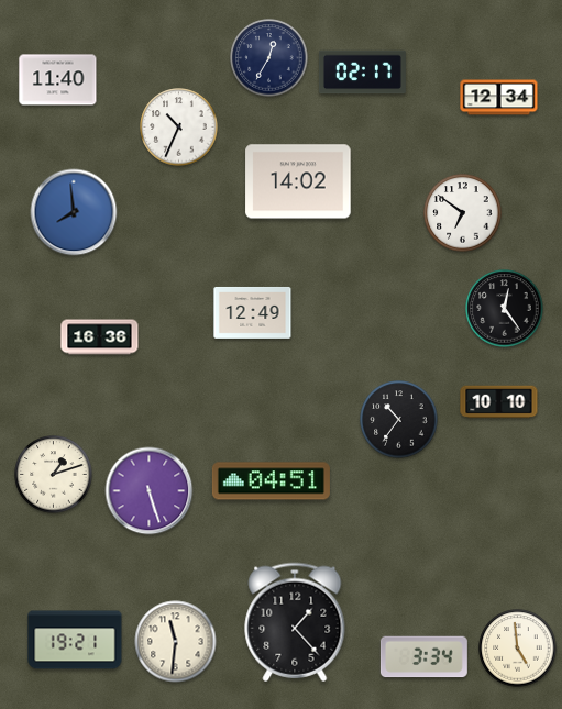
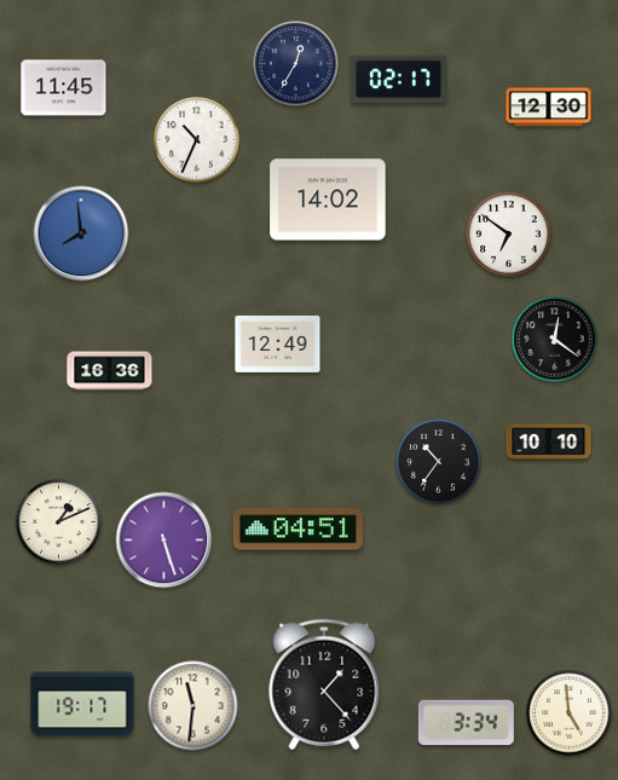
clock at (58, 80): 11:40 -> 11:45
clock at (499, 98): 12:34 -> 12:30
clock at (505, 309): 12:24 -> 12:21
clock at (54, 475): 1:12 -> 1:11
clock at (75, 640): 19:21 -> 19:17
